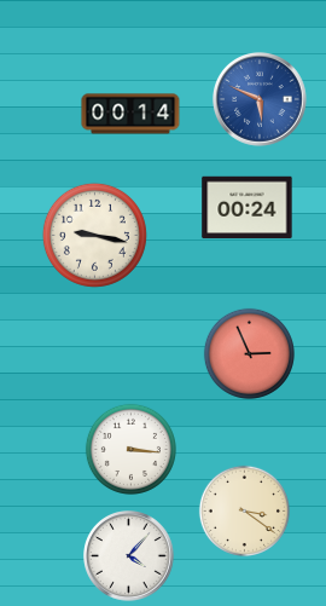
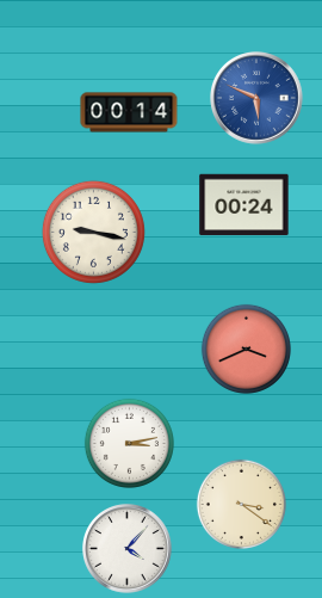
clock at (249, 353): 2:56 -> 3:41
clock at (130, 449): 3:16 -> 3:13
